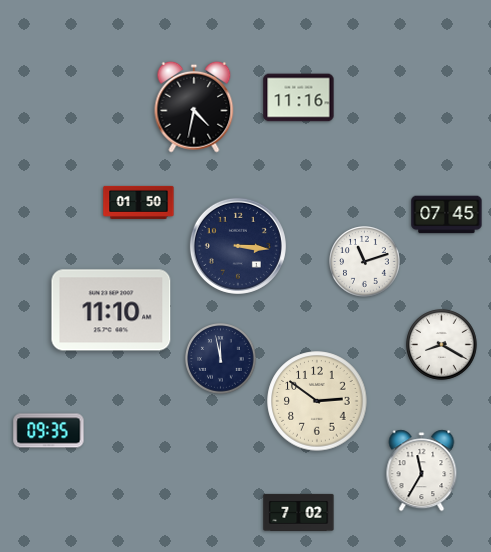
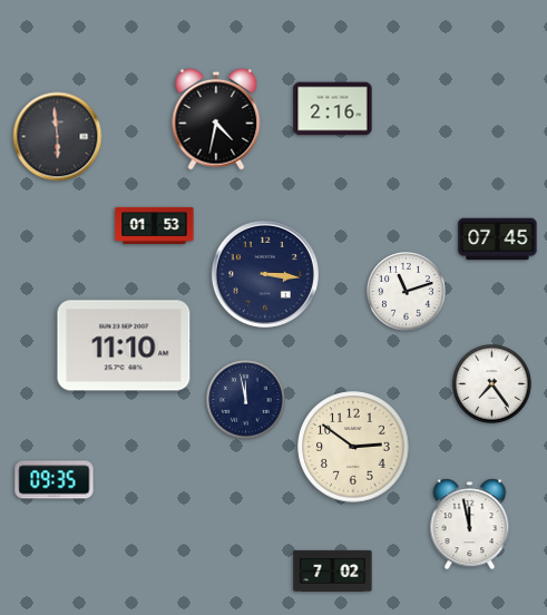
clock at (299, 98): 11:16 -> 2:16
clock at (58, 137): none -> 5:59
clock at (139, 202): 01:50 -> 01:53
clock at (442, 345): 8:20 -> 7:24
clock at (422, 471): 11:35 -> 11:58
